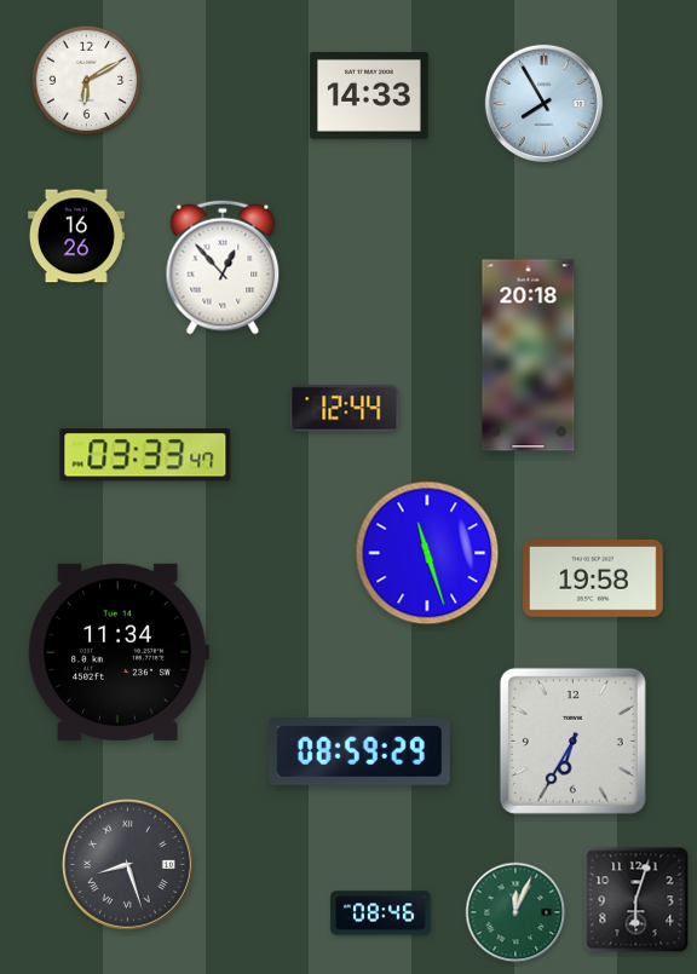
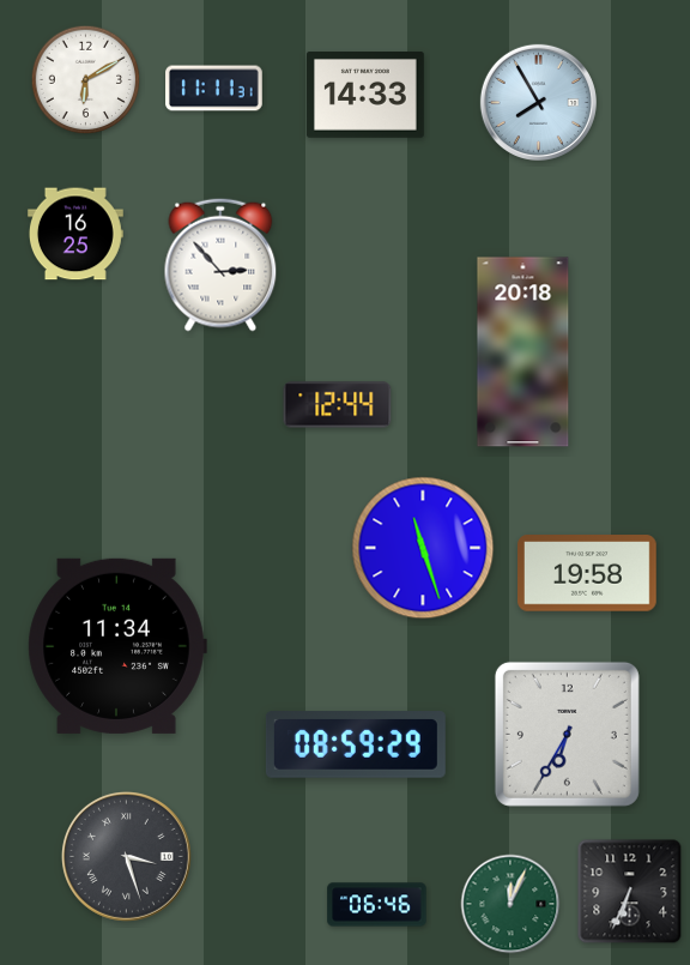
clock at (214, 89): none -> 11:11
clock at (76, 236): 16:26 -> 16:25
clock at (223, 267): 12:53 -> 2:53
clock at (345, 409) position: (345, 409) -> (338, 405)
clock at (145, 455): 03:33 -> none
clock at (127, 864): 8:27 -> 3:27
clock at (636, 900): 6:03 -> 6:34
clock at (381, 914): 08:46 -> 06:46
